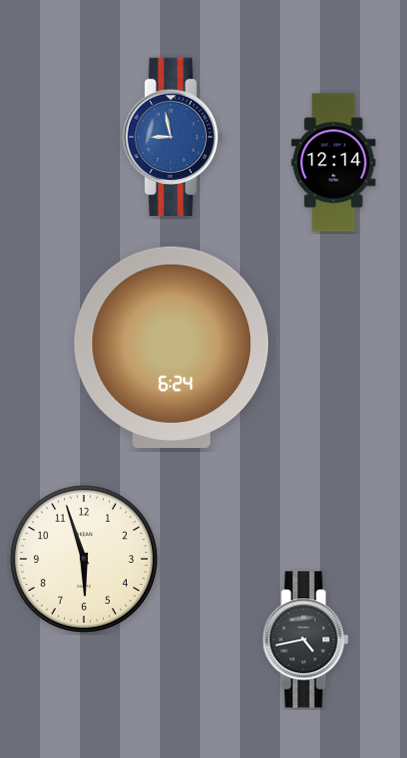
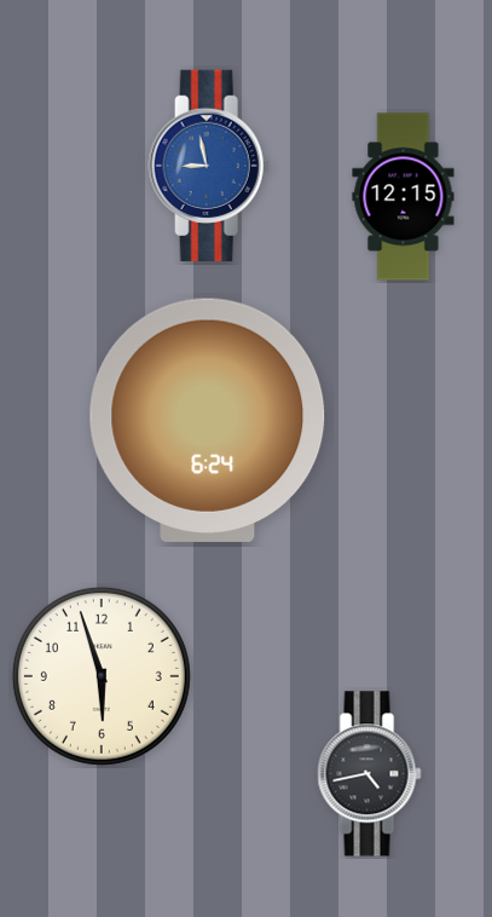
clock at (334, 163): 12:14 -> 12:15
